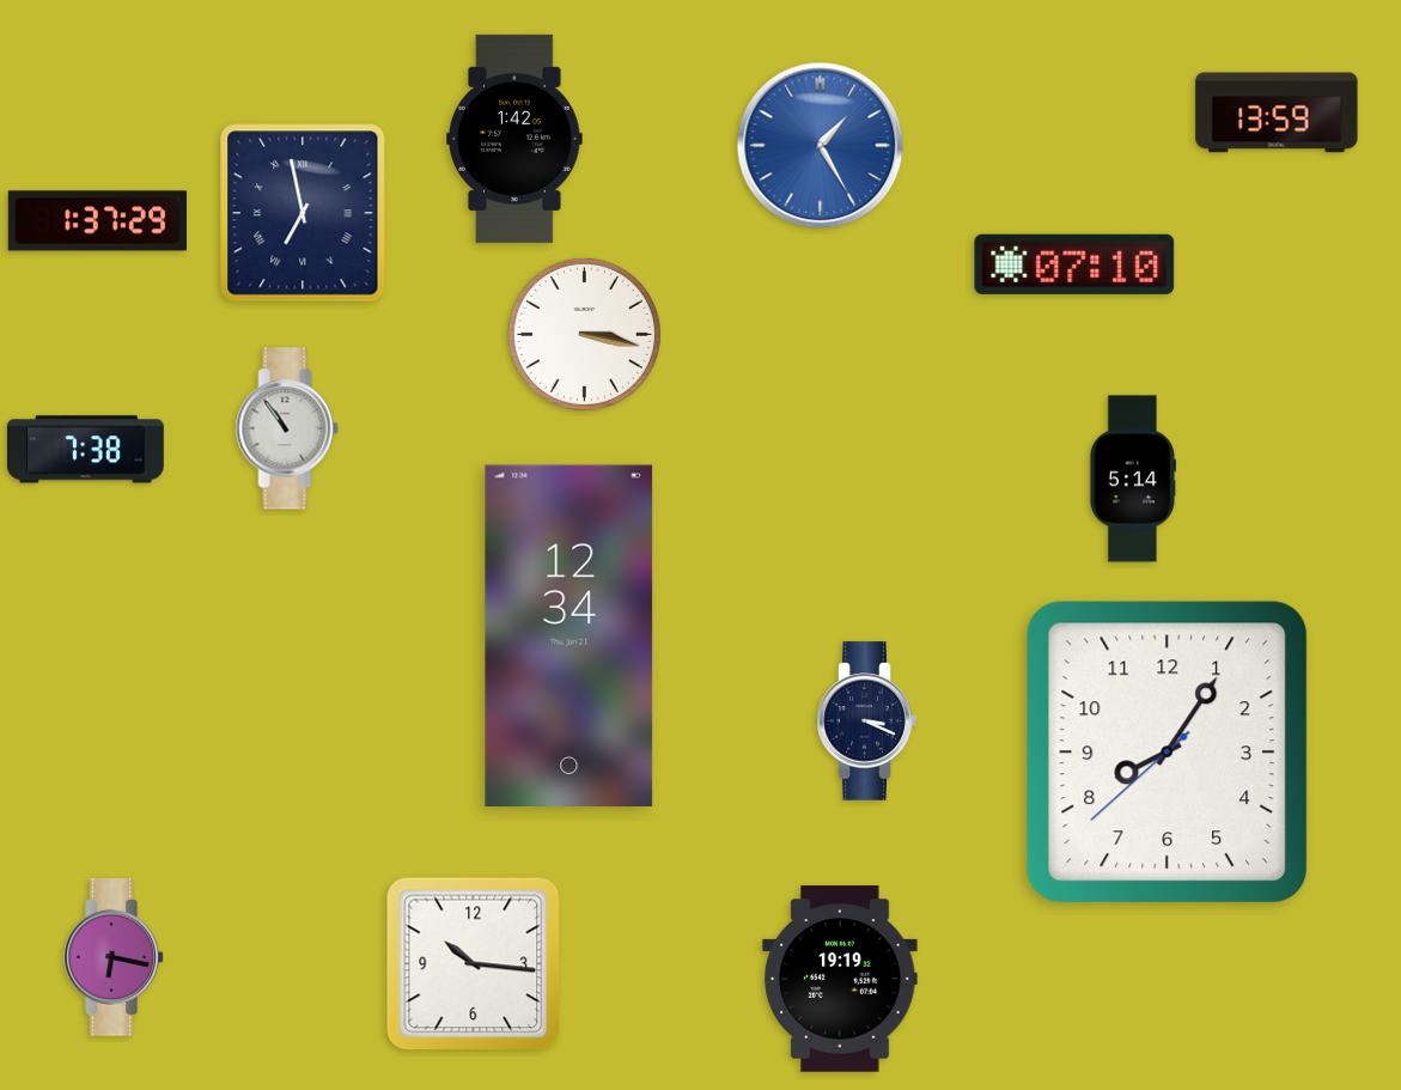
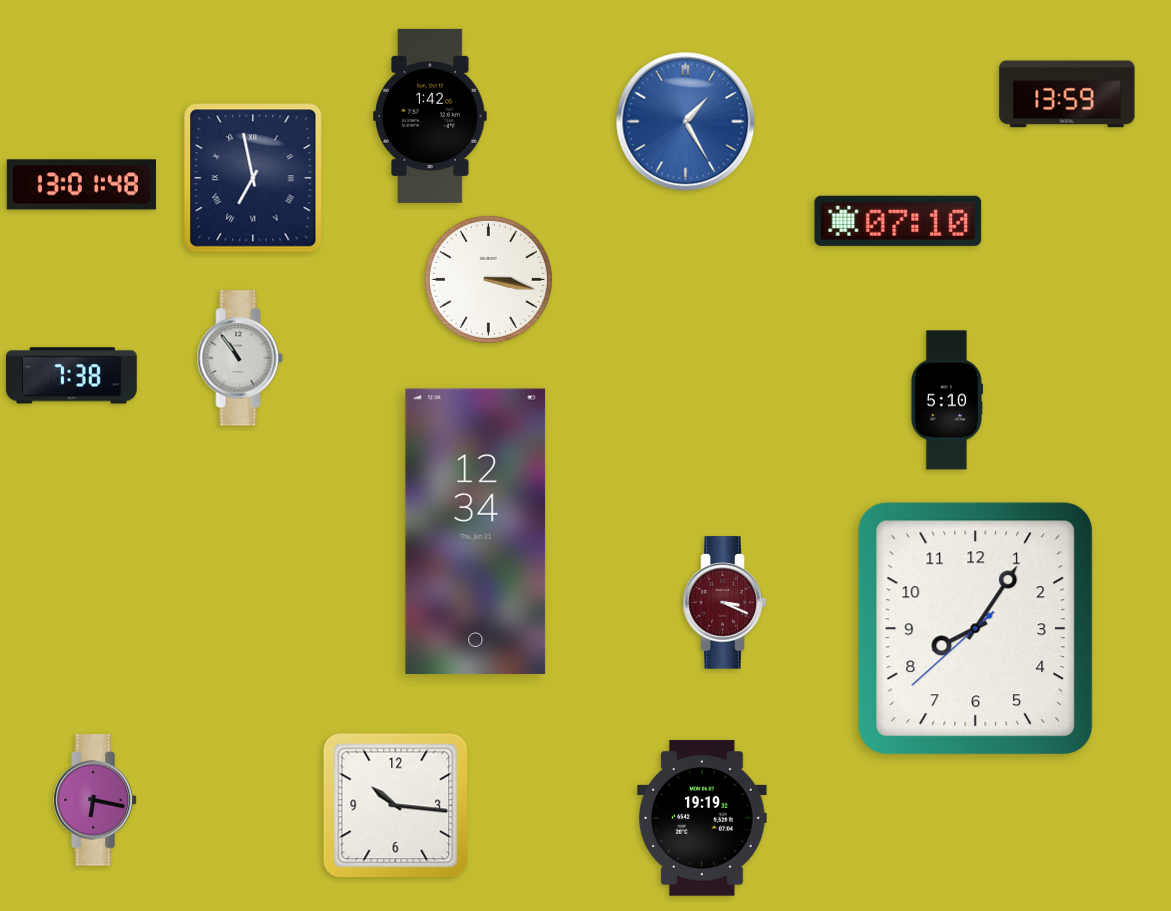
clock at (97, 221): 1:37 -> 13:01
clock at (1133, 479): 5:14 -> 5:10
clock at (867, 721) dial: navy -> burgundy
